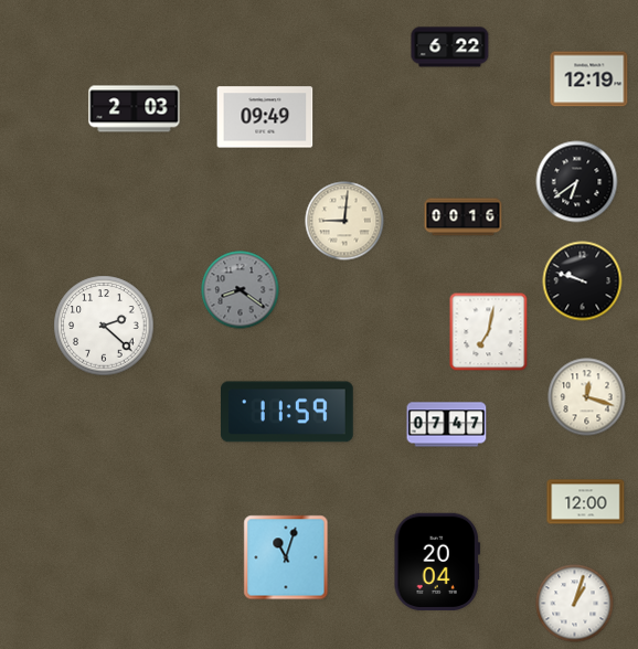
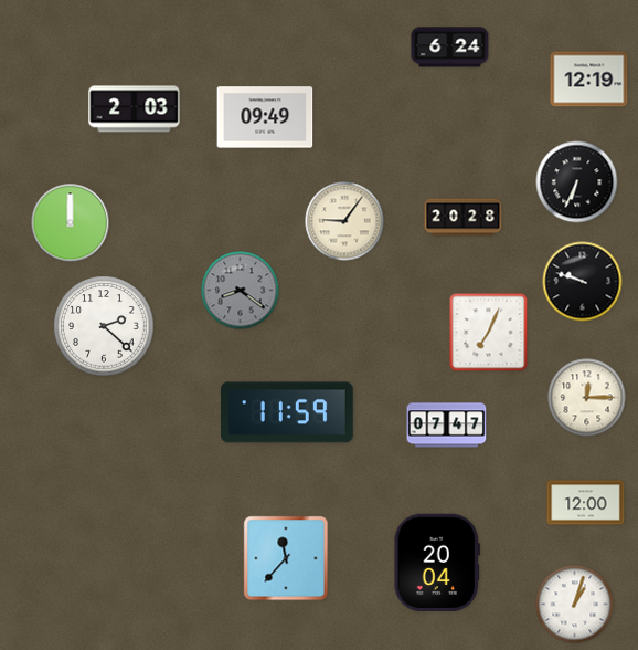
clock at (450, 47): 6:22 -> 6:24
clock at (577, 182): 6:39 -> 6:34
clock at (464, 217): 00:16 -> 20:28
clock at (344, 221): 9:01 -> 9:06
clock at (71, 223): none -> 12:00
clock at (489, 332): 7:02 -> 7:04
clock at (587, 397): 12:18 -> 12:15
clock at (286, 557): 11:03 -> 11:37
